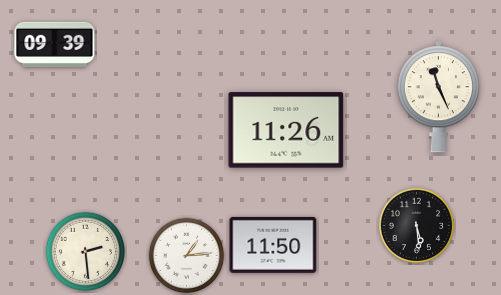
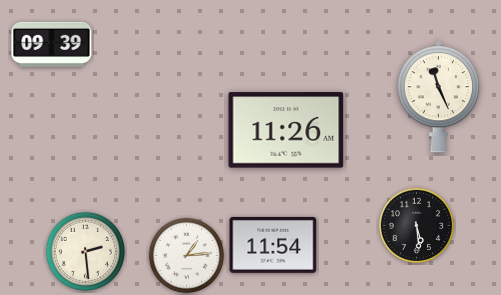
clock at (55, 44) position: (55, 44) -> (52, 44)
clock at (273, 245): 11:50 -> 11:54
